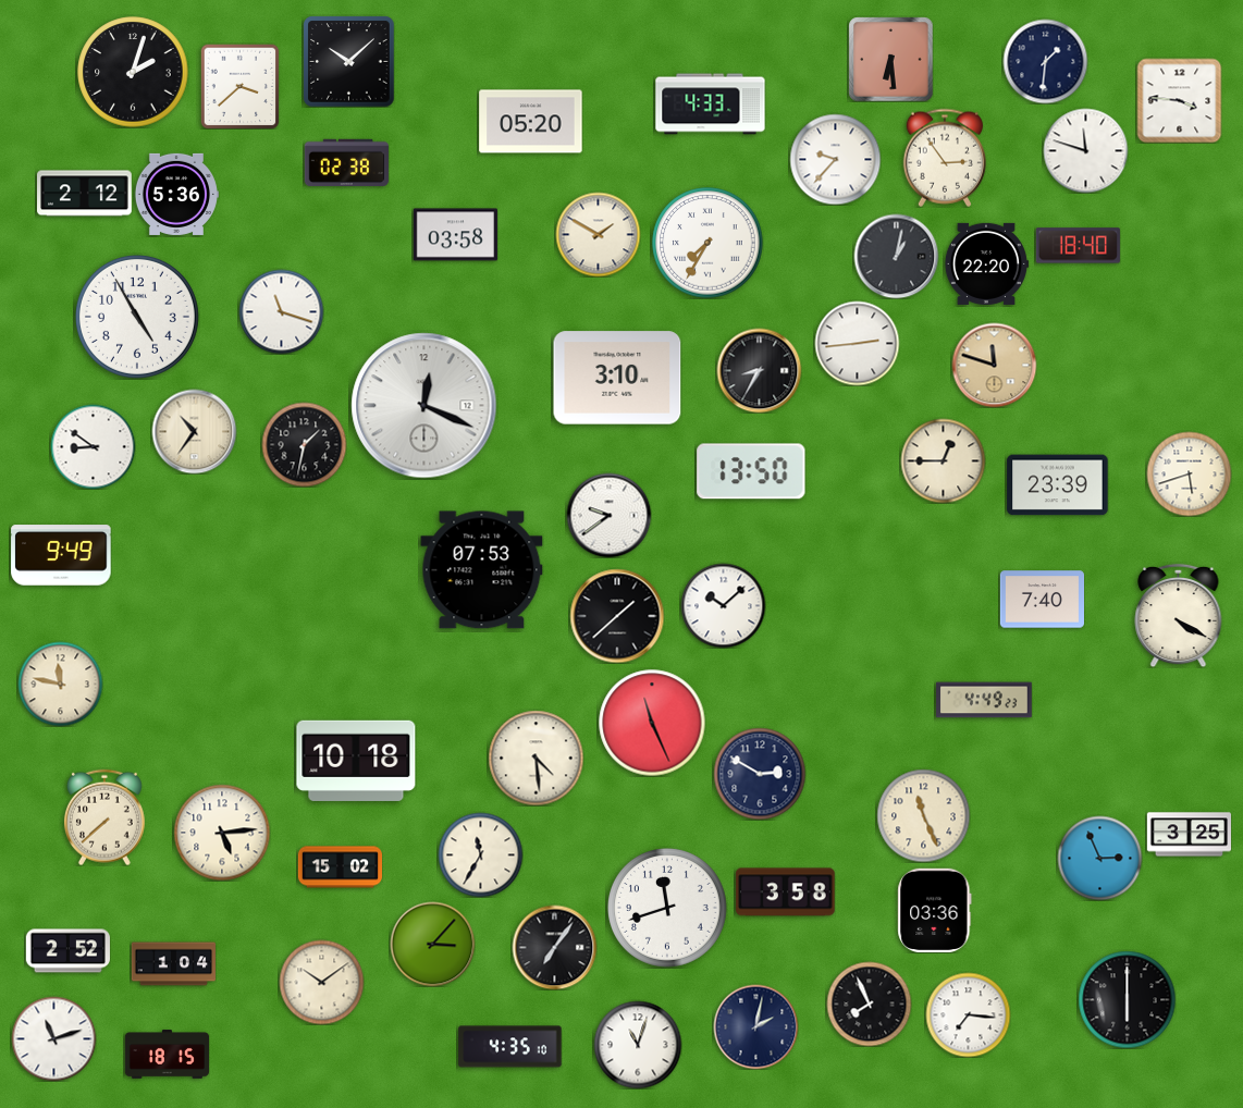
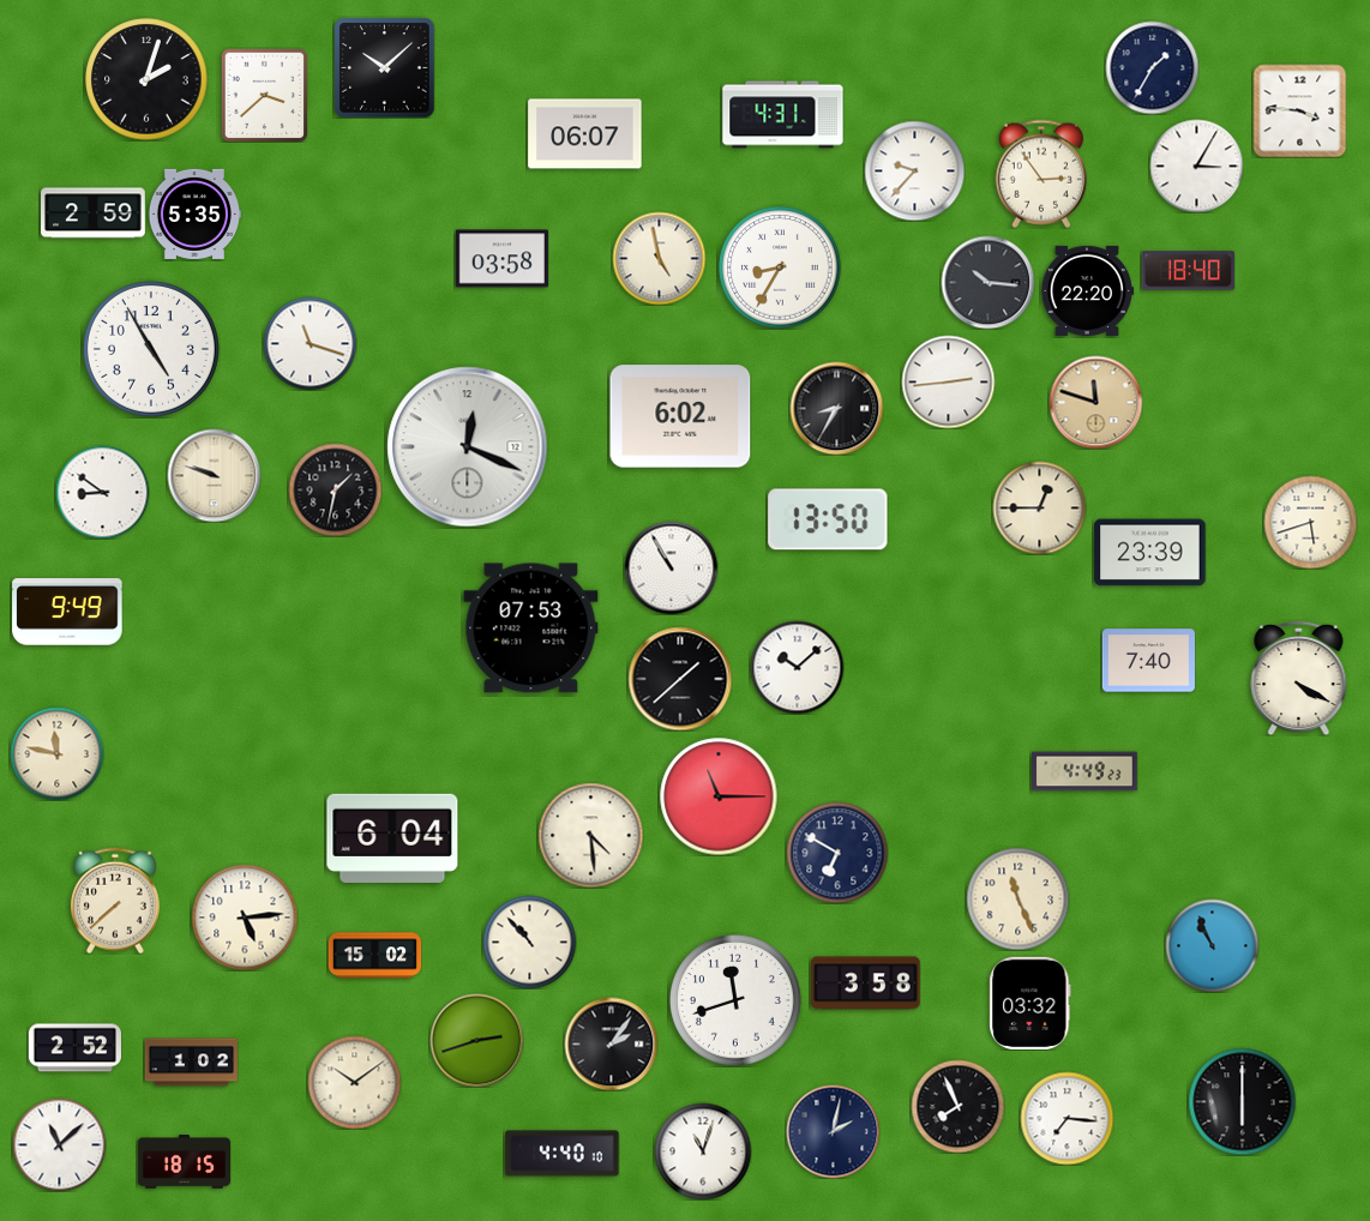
clock at (890, 59): 6:29 -> none
clock at (1045, 61): 1:31 -> 1:35
clock at (711, 104): 4:33 -> 4:31
clock at (531, 122): 05:20 -> 06:07
clock at (1085, 150): 11:48 -> 3:05
clock at (835, 159) position: (835, 159) -> (914, 170)
clock at (346, 163): 02:38 -> none
clock at (85, 194): 2:12 -> 2:59
clock at (176, 194): 5:36 -> 5:35
clock at (598, 234): 1:50 -> 4:58
clock at (707, 243): 7:35 -> 8:35
clock at (896, 256): 1:02 -> 10:16
clock at (857, 343) position: (857, 343) -> (948, 381)
clock at (617, 378): 3:10 -> 6:02
clock at (194, 431): 10:36 -> 9:48
clock at (1058, 485) position: (1058, 485) -> (1150, 553)
clock at (608, 515): 9:39 -> 10:55
clock at (60, 684) position: (60, 684) -> (56, 753)
clock at (652, 723): 11:26 -> 11:15
clock at (356, 761): 10:18 -> 6:04
clock at (760, 774): 2:50 -> 6:50
clock at (1189, 835): 3:25 -> none
clock at (480, 854): 11:35 -> 10:53
clock at (1099, 858): 2:56 -> 10:56
clock at (935, 910): 03:36 -> 03:32
clock at (432, 944): 3:07 -> 2:42
clock at (554, 947): 7:06 -> 2:06
clock at (173, 964): 1:04 -> 1:02
clock at (53, 1038): 11:12 -> 11:08
clock at (510, 1047): 4:35 -> 4:40
